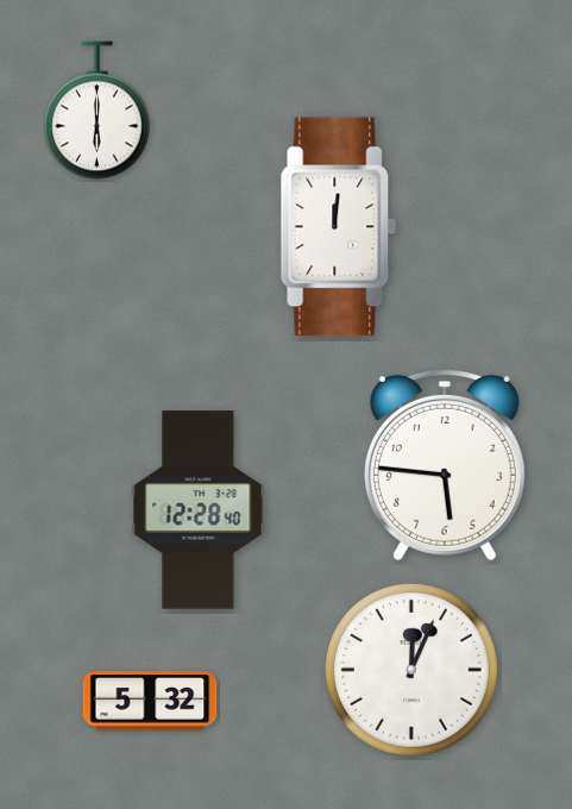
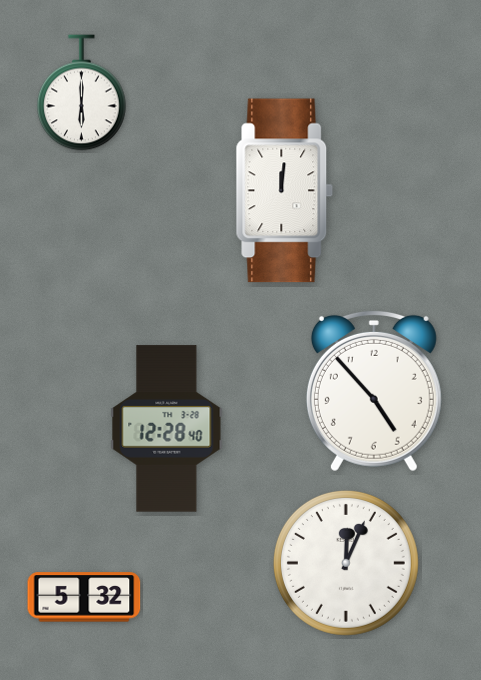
clock at (445, 465): 5:46 -> 4:53
clock at (150, 701) position: (150, 701) -> (84, 597)
